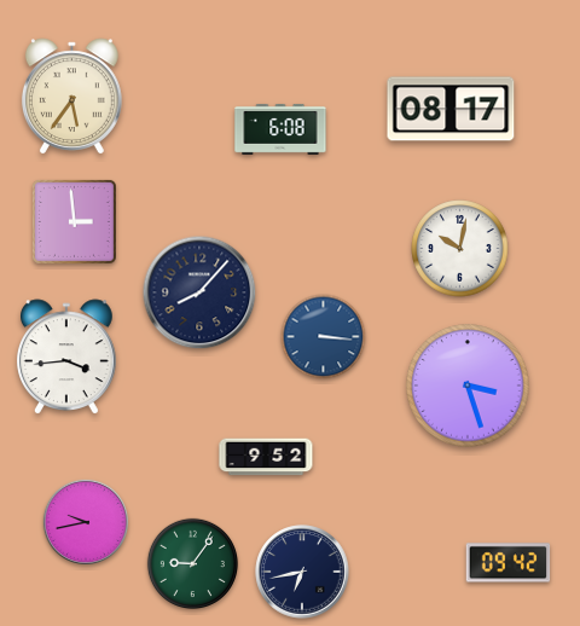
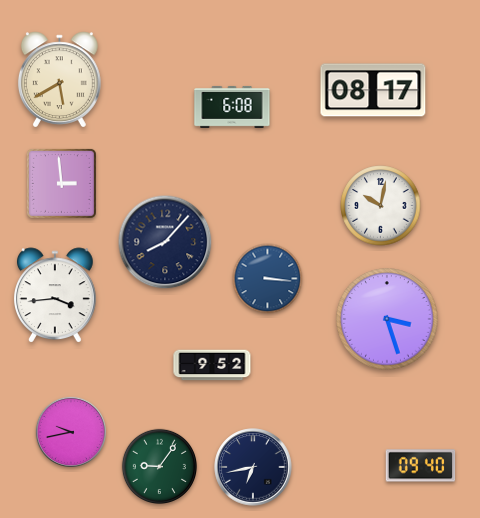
clock at (71, 95): 5:36 -> 5:40
clock at (266, 457) position: (266, 457) -> (212, 365)
clock at (509, 563): 09:42 -> 09:40
clock at (302, 572) position: (302, 572) -> (253, 467)
